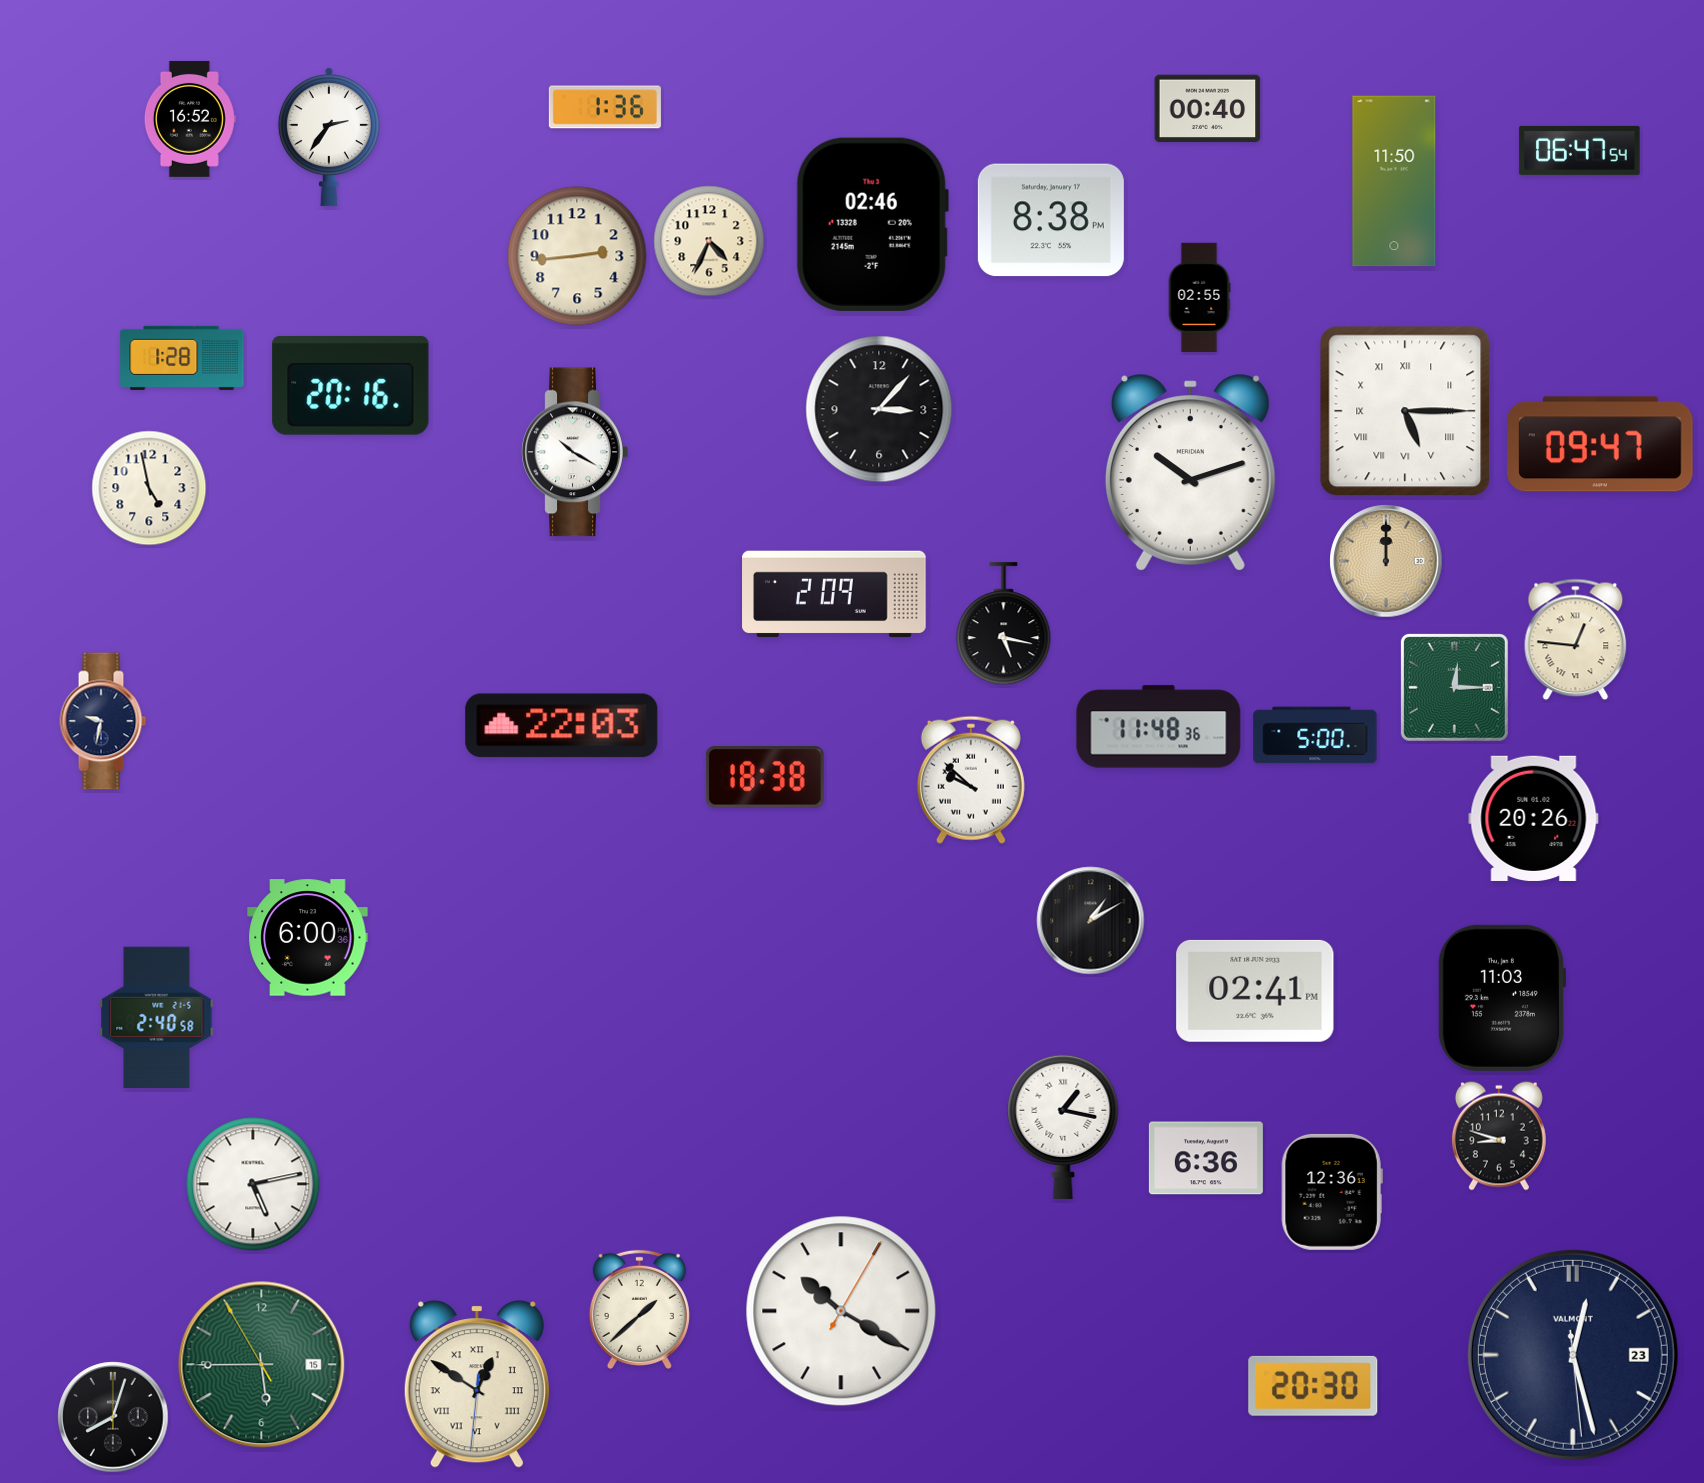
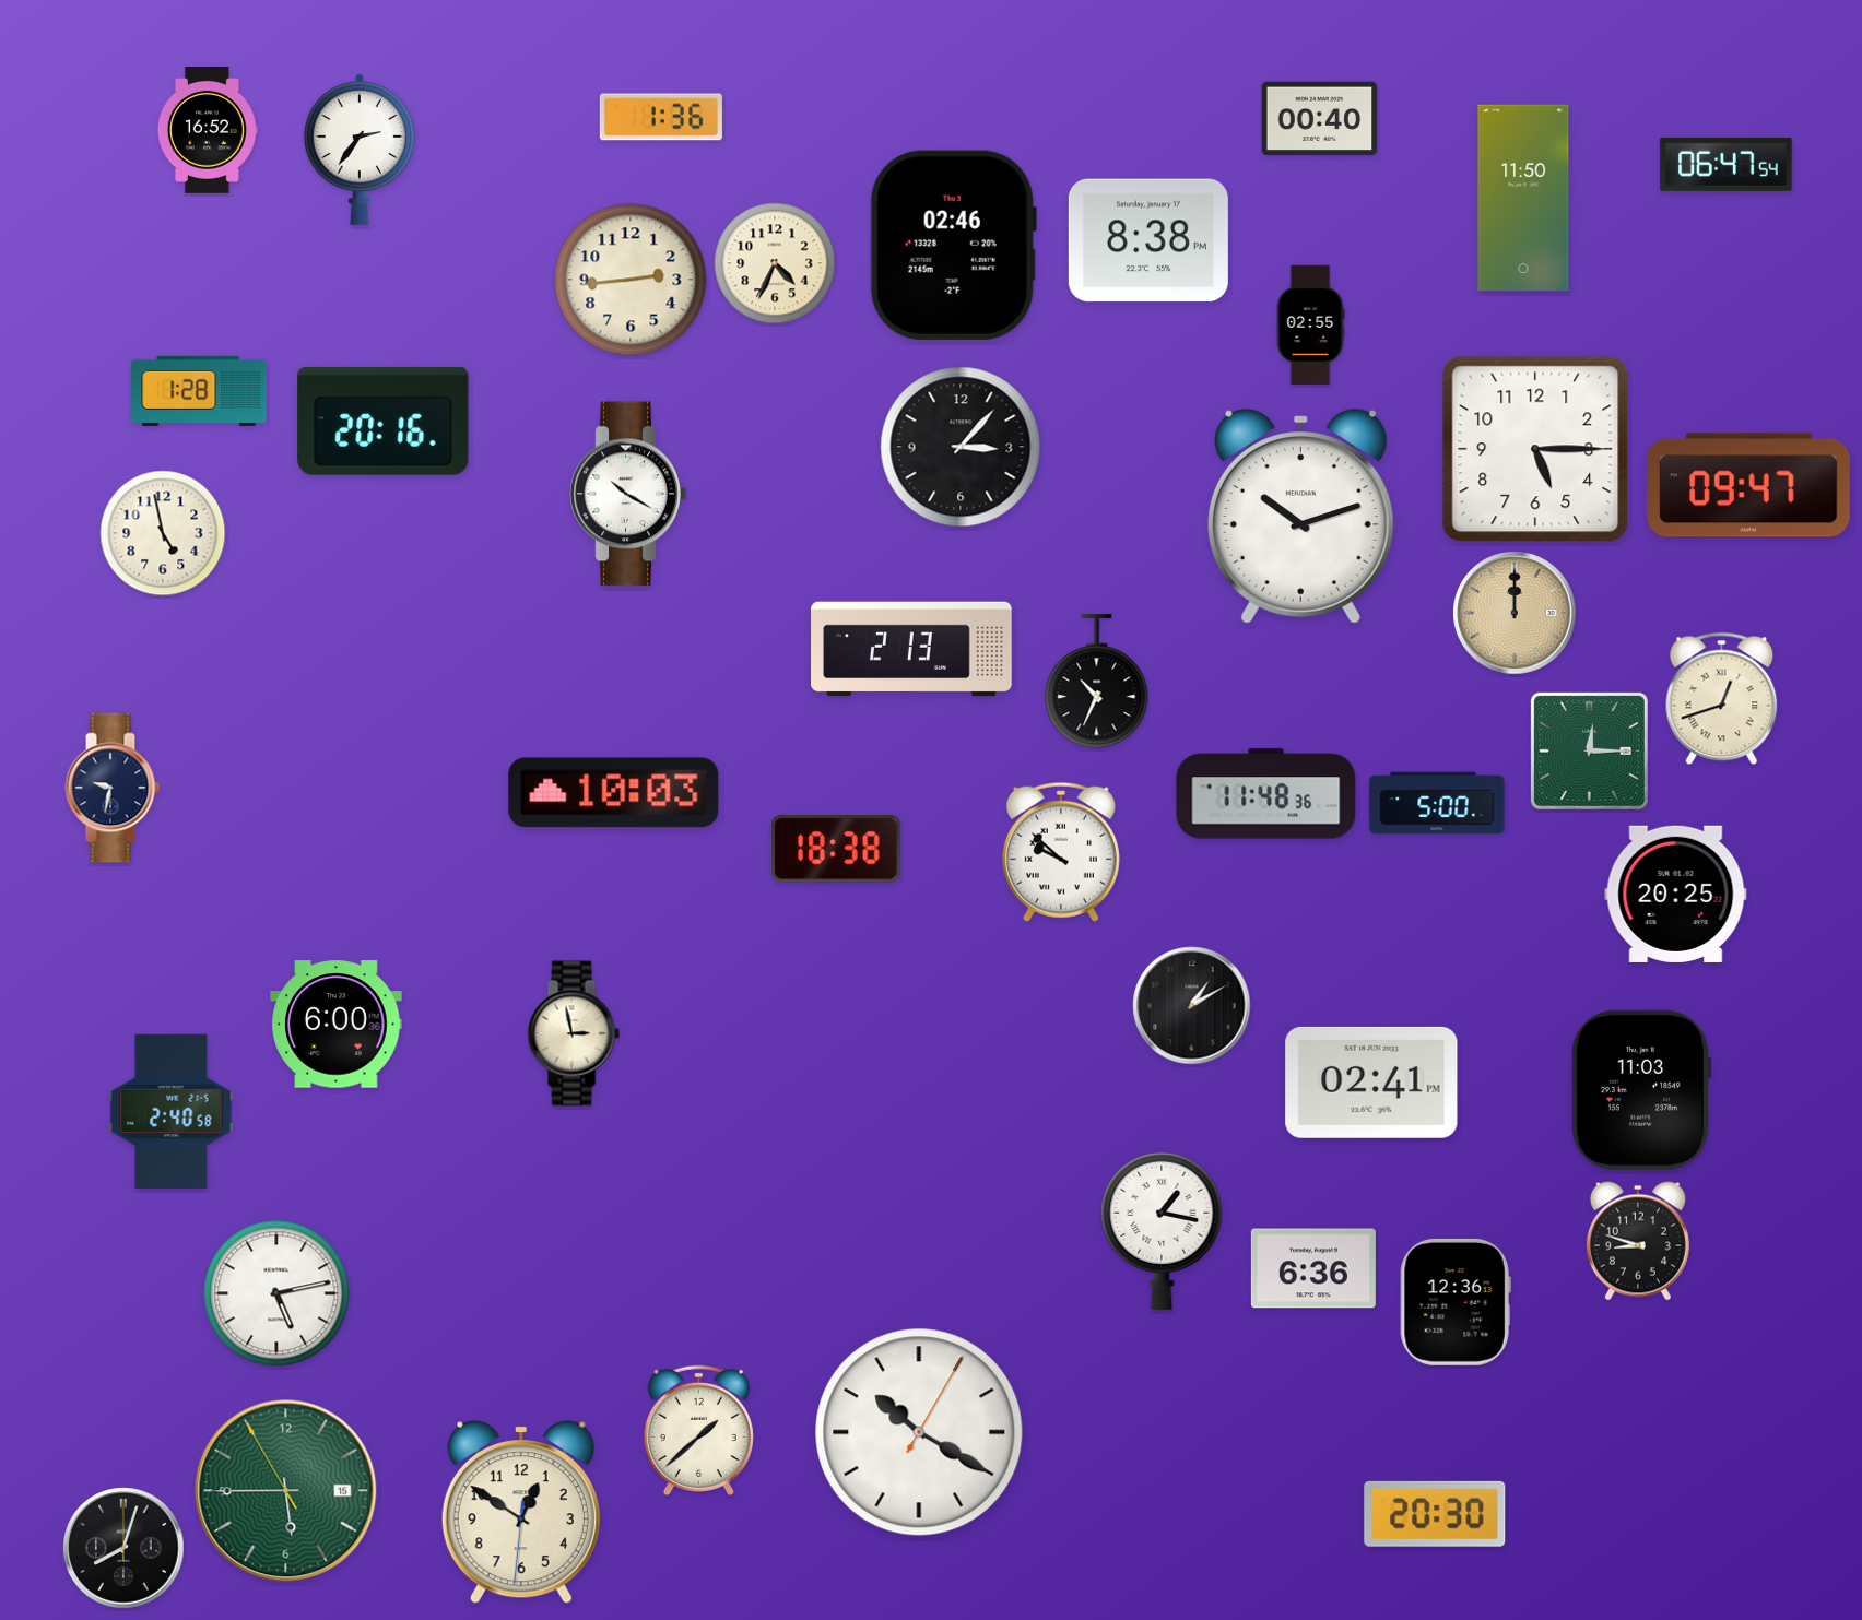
clock at (1405, 411) numerals: Roman -> Arabic
clock at (834, 594): 2:09 -> 2:13
clock at (1004, 624): 5:17 -> 10:34
clock at (1576, 640): 12:46 -> 12:42
clock at (562, 726): 22:03 -> 10:03
clock at (1534, 818): 20:26 -> 20:25
clock at (574, 1033): none -> 2:58
clock at (1206, 1158) position: (1206, 1158) -> (1313, 1268)
clock at (1573, 1355): 12:27 -> none
clock at (477, 1384) numerals: Roman -> Arabic
